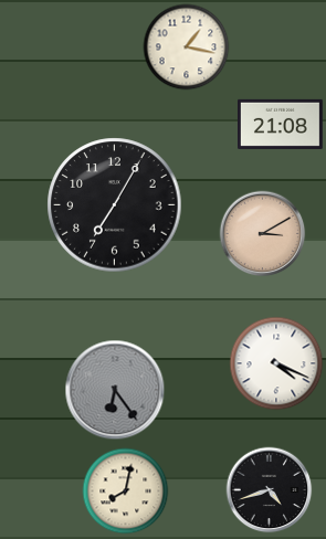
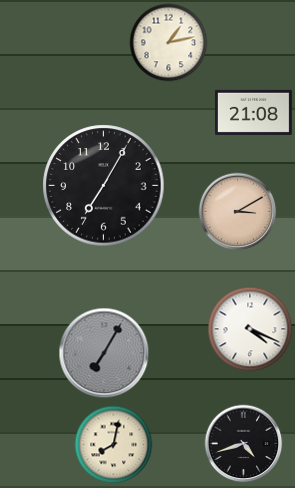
clock at (186, 46): 1:17 -> 1:13
clock at (115, 390): 6:24 -> 7:05
